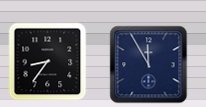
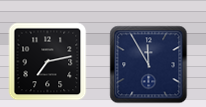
clock at (47, 61): 8:36 -> 7:13
